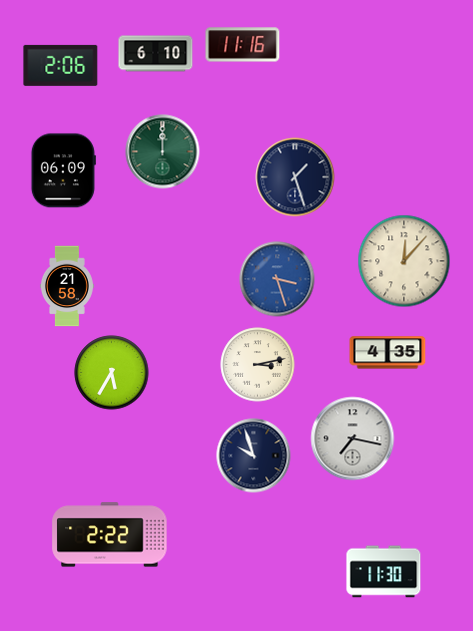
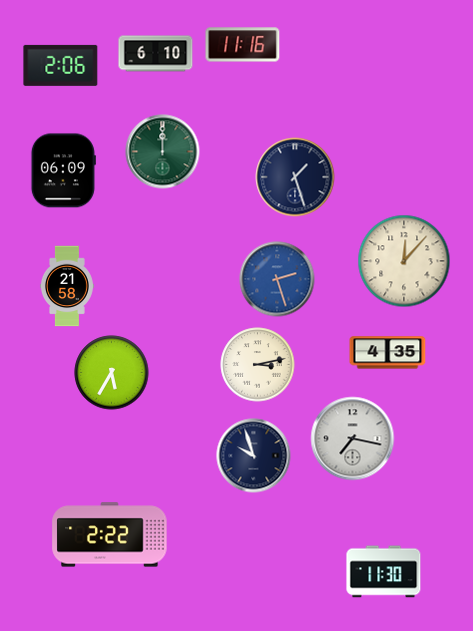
clock at (277, 279): 3:27 -> 2:27
